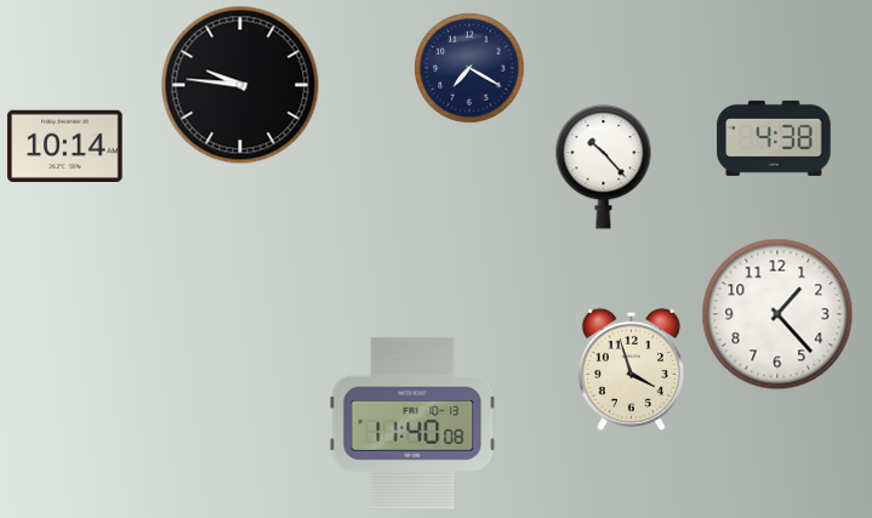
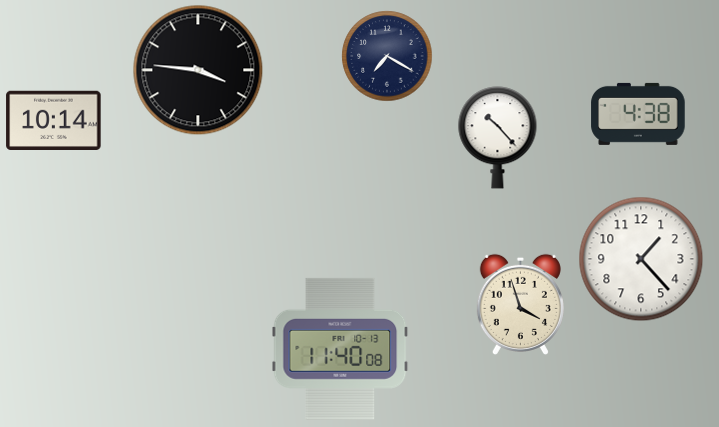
clock at (240, 85): 9:46 -> 3:46
